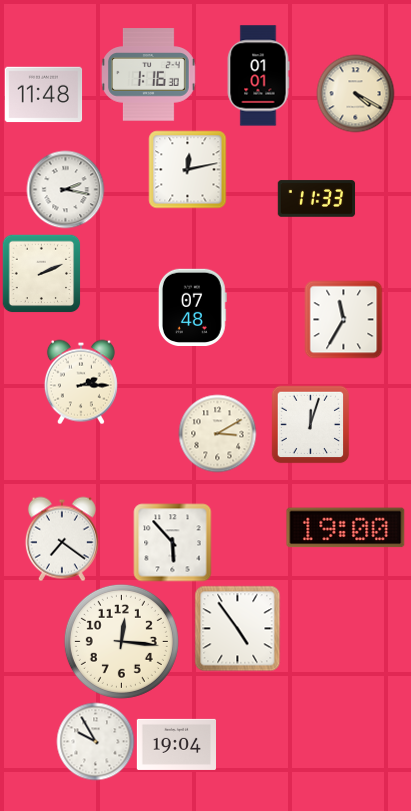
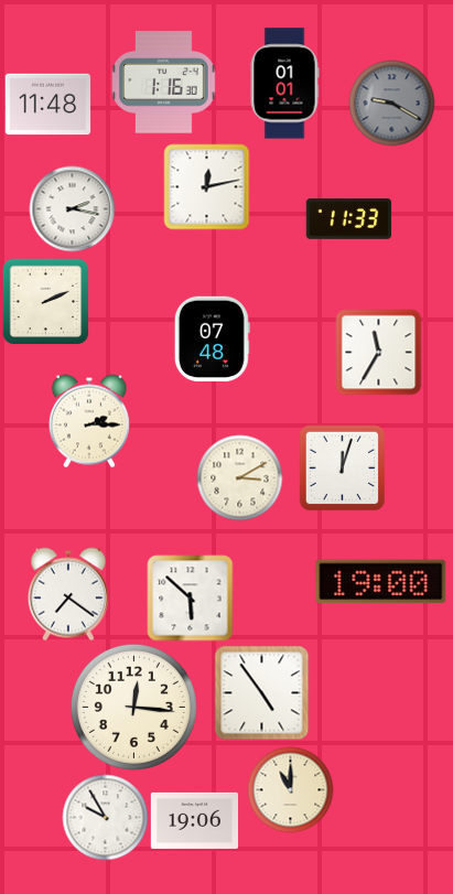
clock at (355, 93): 4:20 -> 9:20
clock at (355, 93) dial: cream -> grey
clock at (172, 542): 5:53 -> 5:52
clock at (290, 789): none -> 11:00
clock at (176, 744): 19:04 -> 19:06
